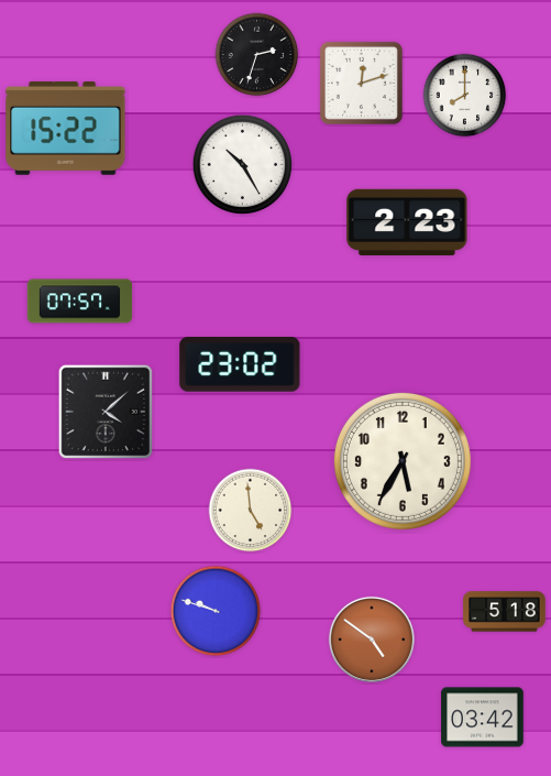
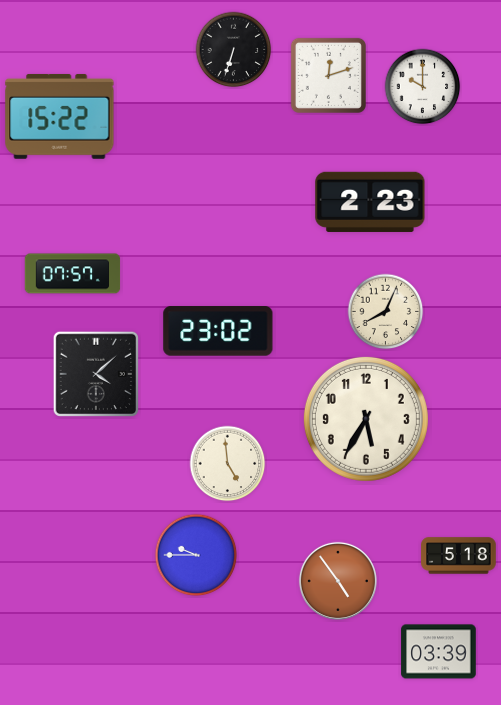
clock at (257, 55): 2:33 -> 6:33
clock at (465, 96): 8:00 -> 10:00
clock at (243, 165): 10:25 -> none
clock at (386, 312): none -> 8:04
clock at (216, 611): 9:48 -> 9:45
clock at (372, 640): 4:51 -> 4:54
clock at (483, 718): 03:42 -> 03:39
